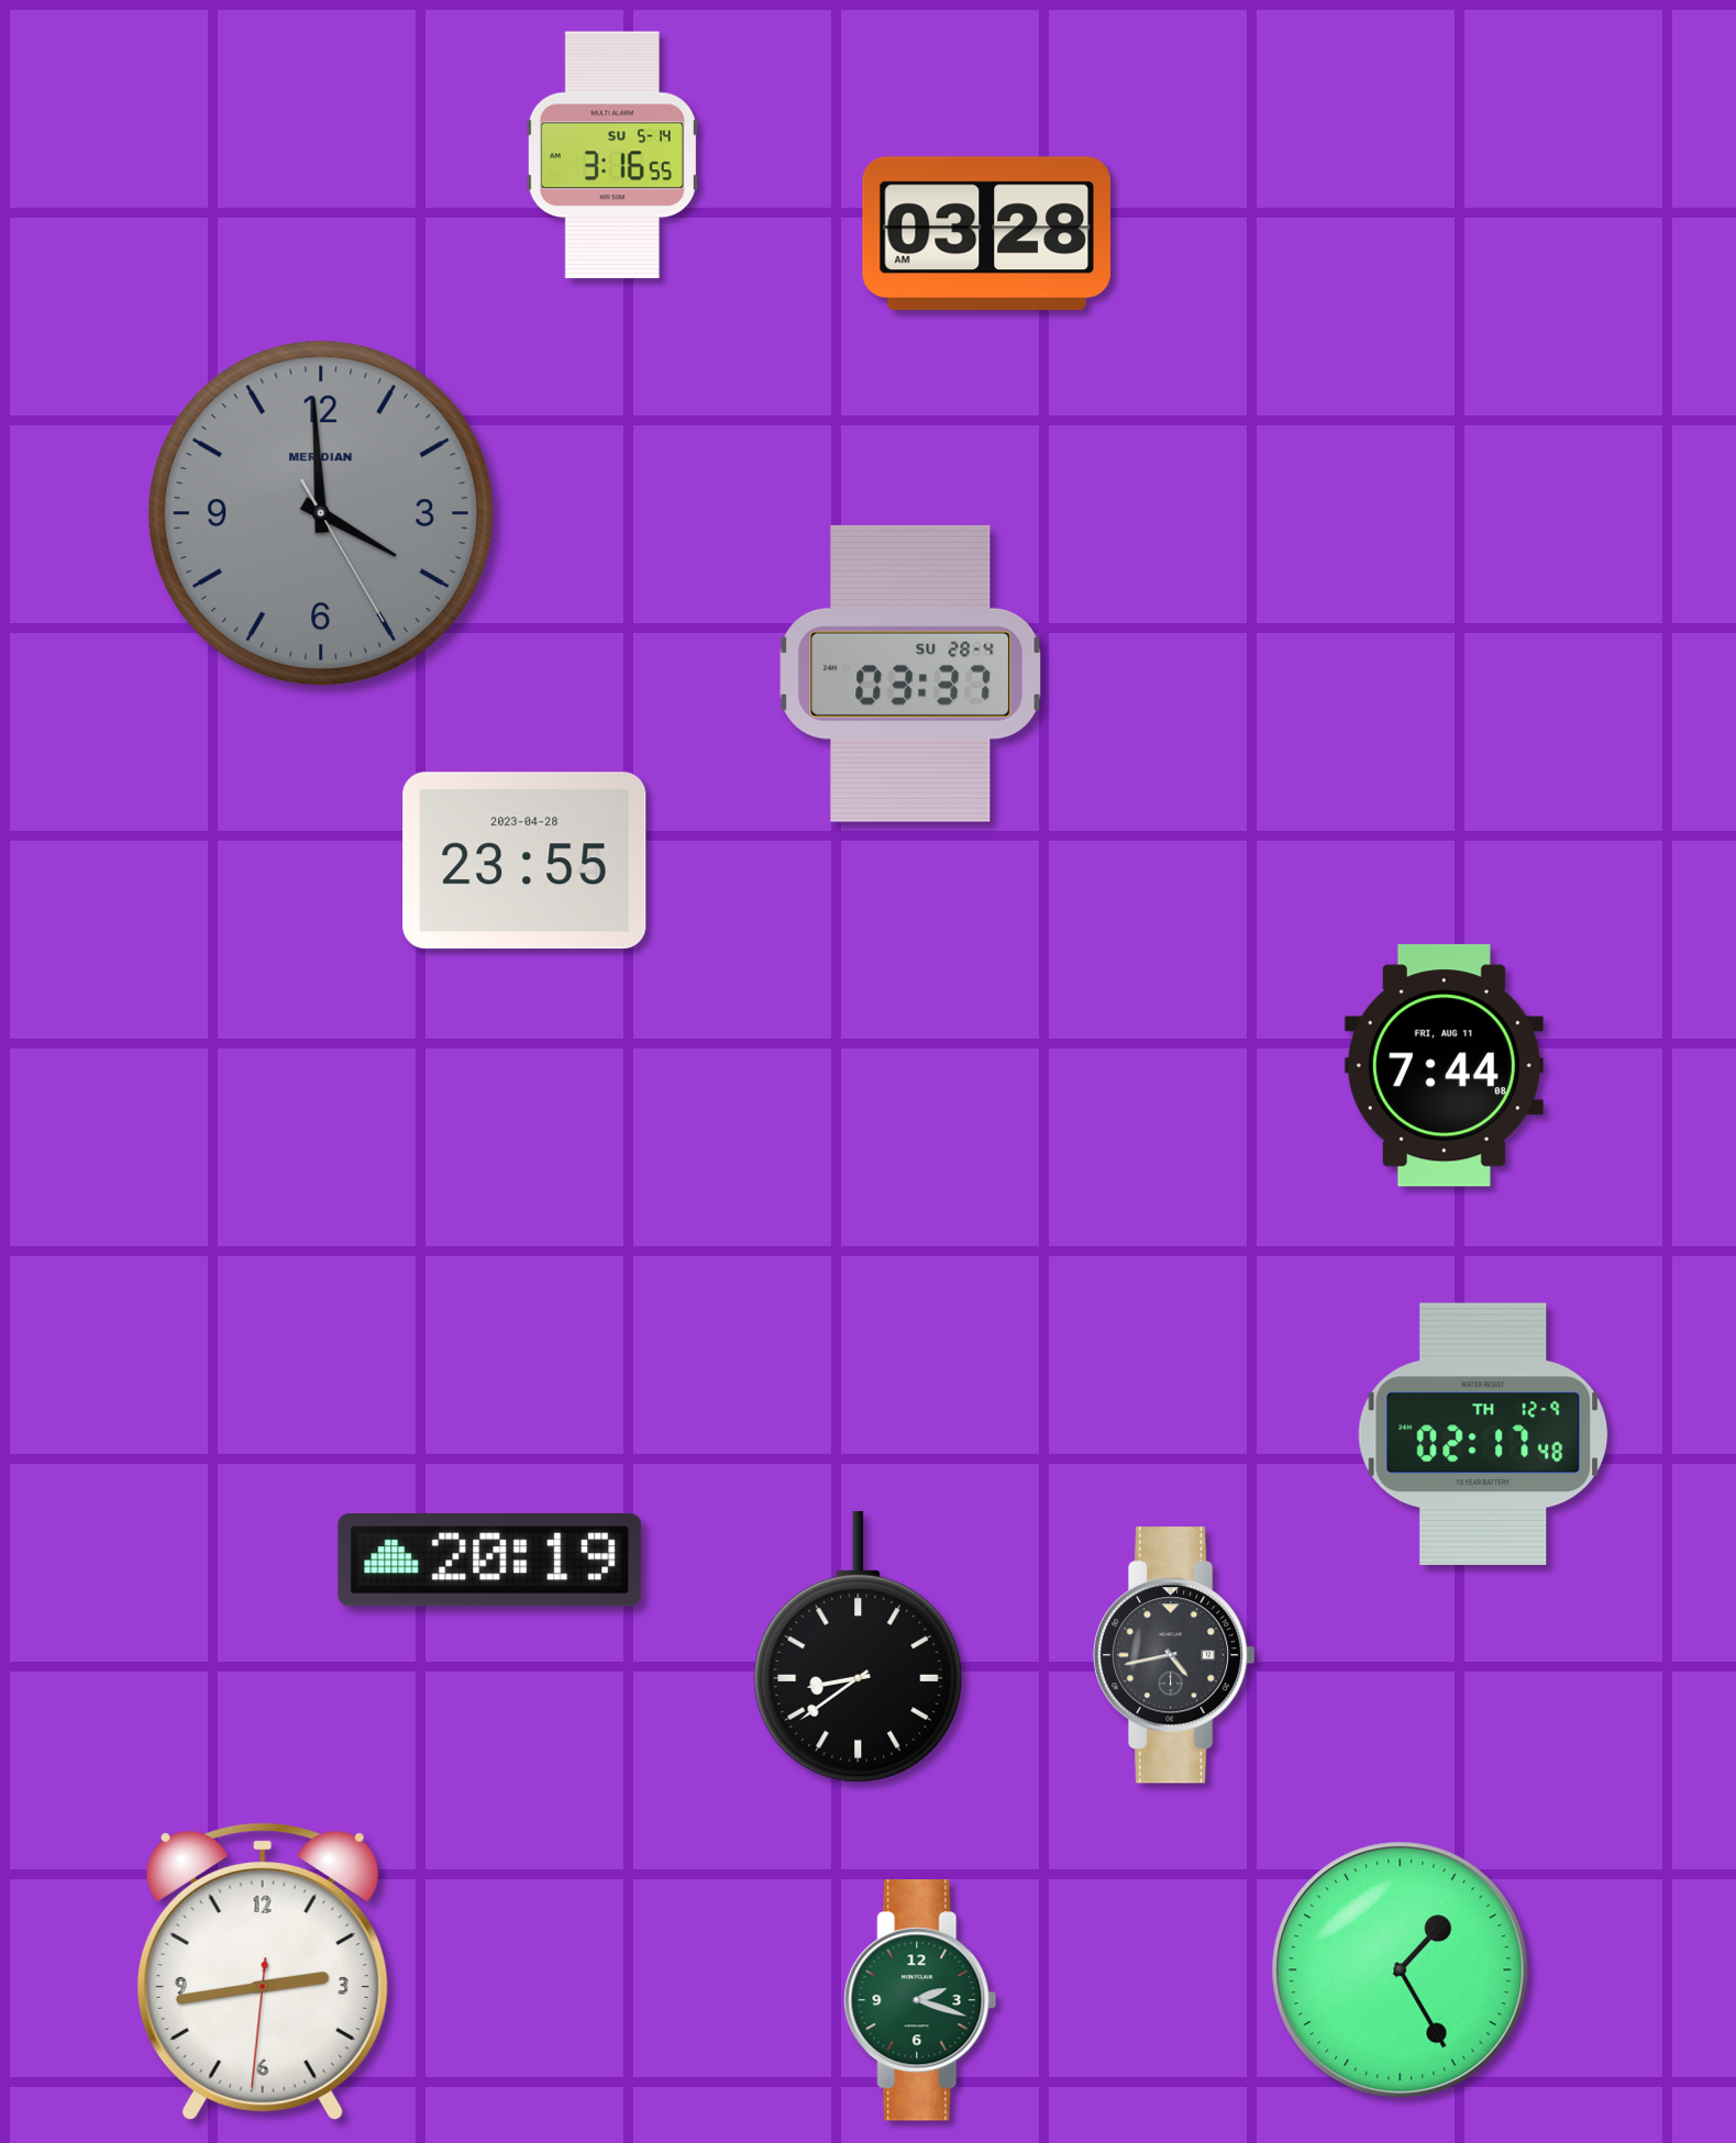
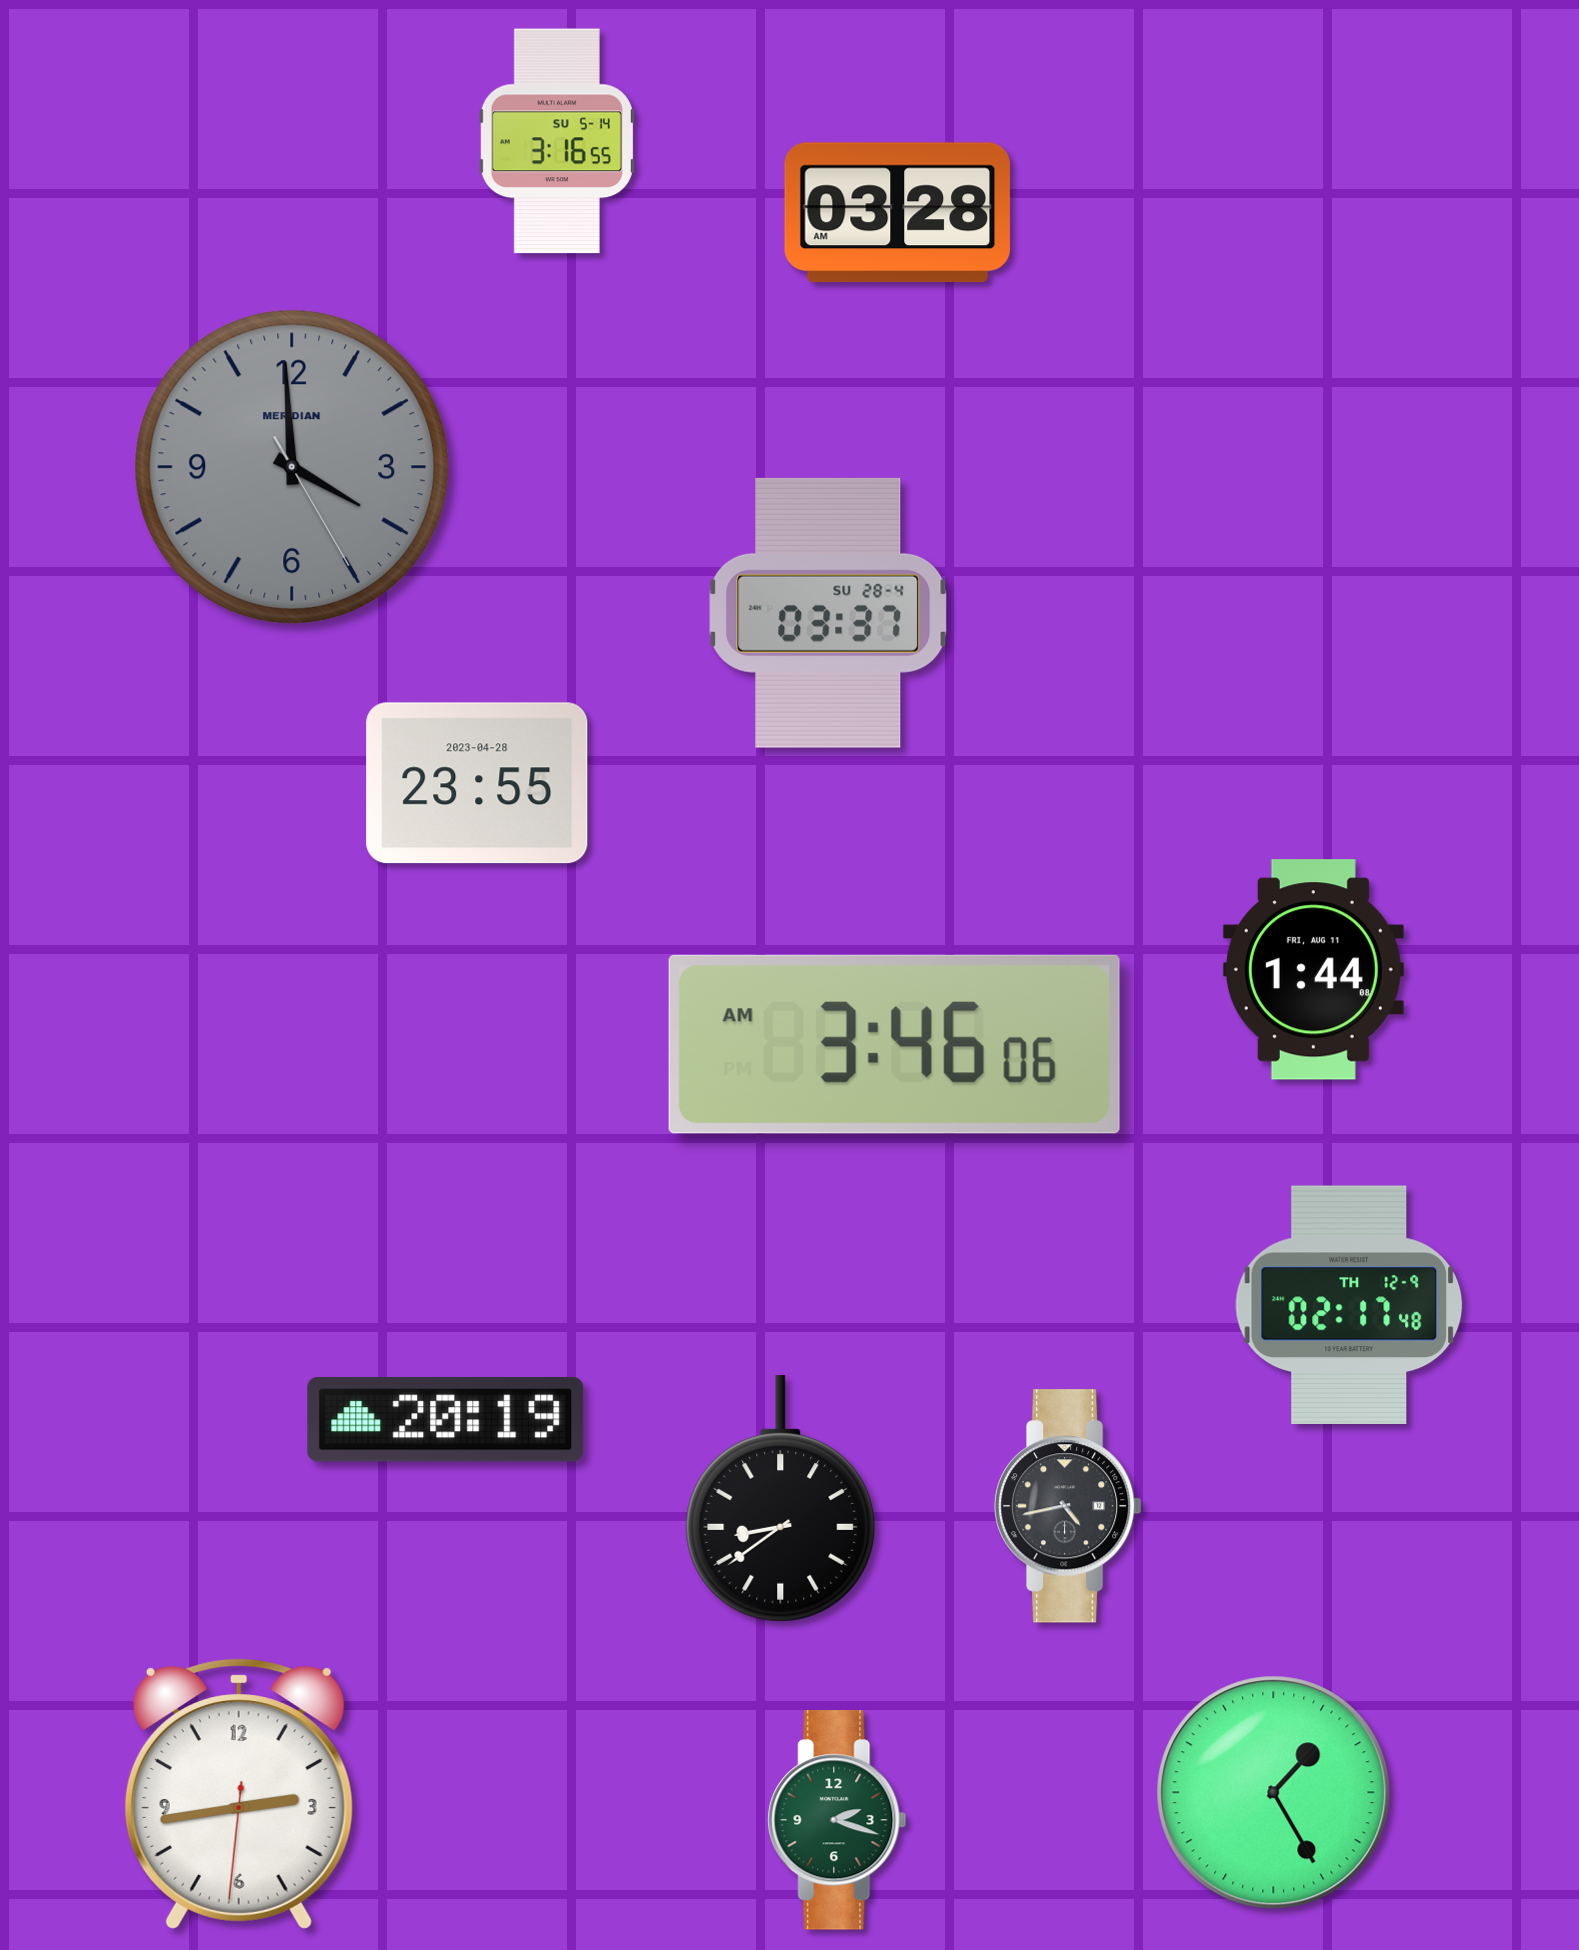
clock at (1444, 1066): 7:44 -> 1:44
clock at (894, 1044): none -> 3:46
